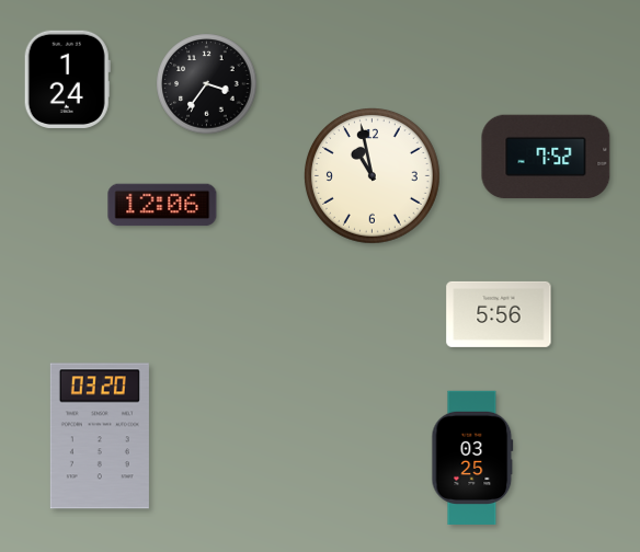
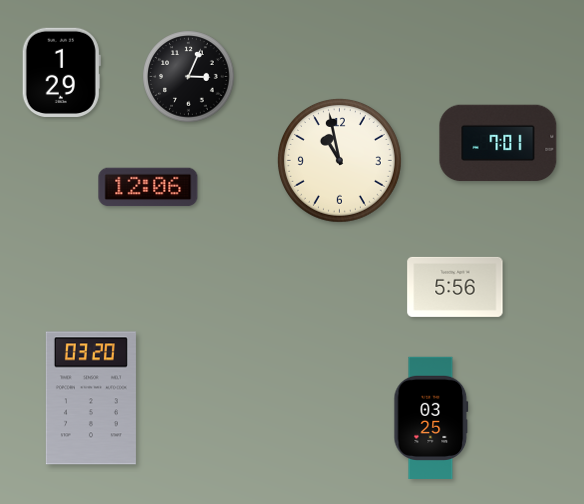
clock at (67, 79): 1:24 -> 1:29
clock at (207, 84): 3:36 -> 3:04
clock at (546, 157): 7:52 -> 7:01
